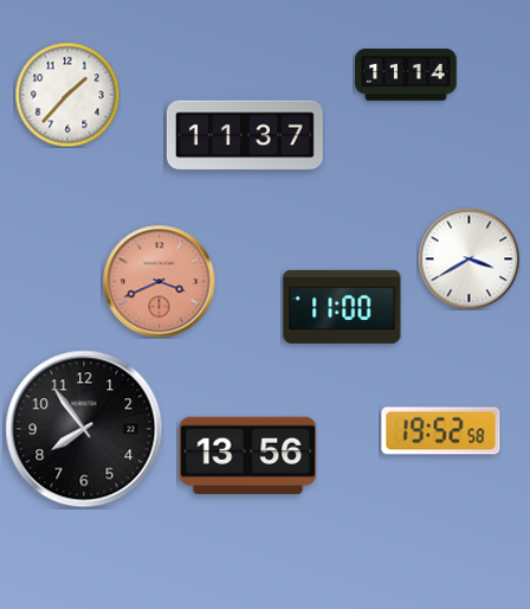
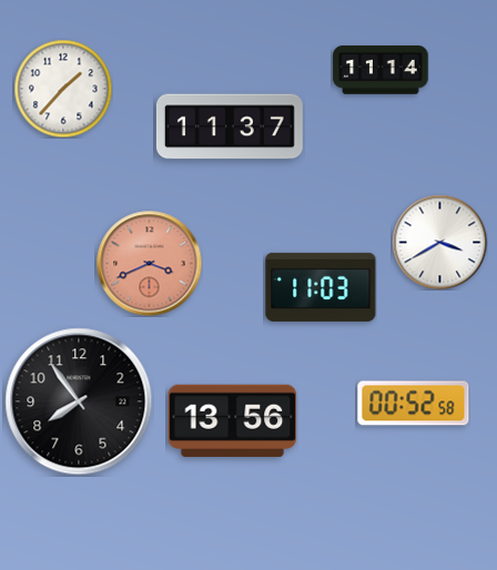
clock at (342, 307): 11:00 -> 11:03
clock at (441, 431): 19:52 -> 00:52
clock at (248, 455) position: (248, 455) -> (233, 420)
